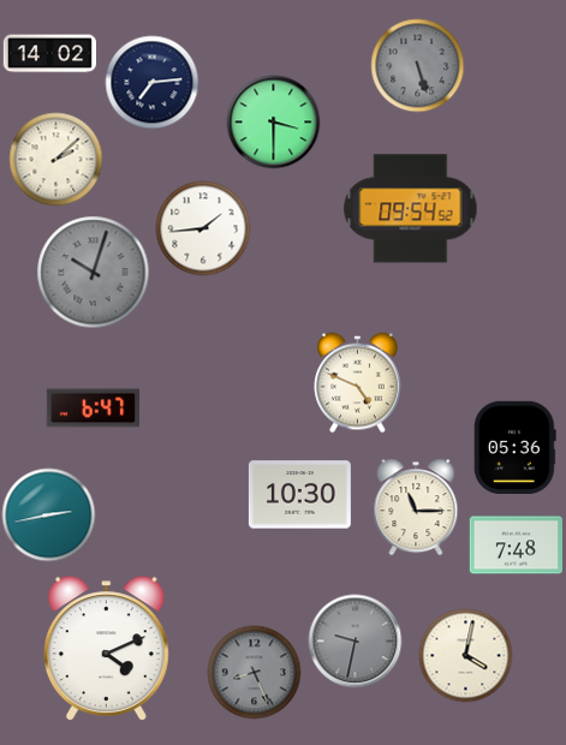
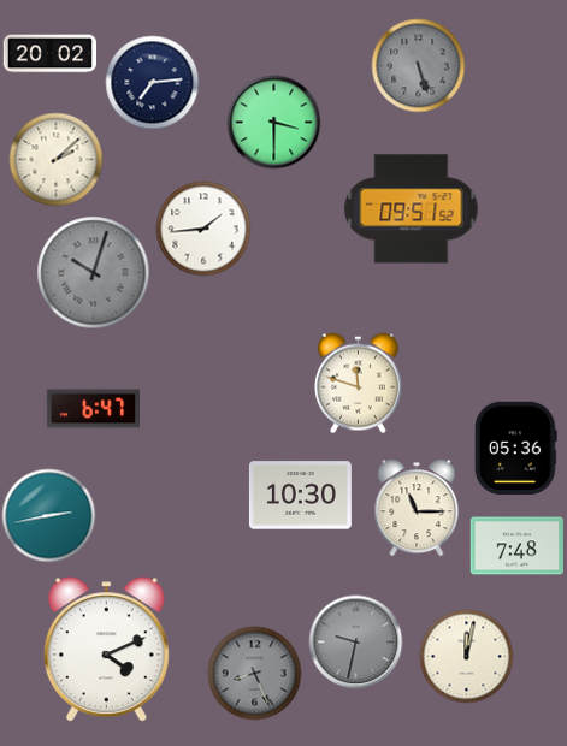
clock at (49, 54): 14:02 -> 20:02
clock at (411, 209): 09:54 -> 09:51
clock at (358, 382): 4:49 -> 11:48
clock at (465, 655): 4:02 -> 12:02
